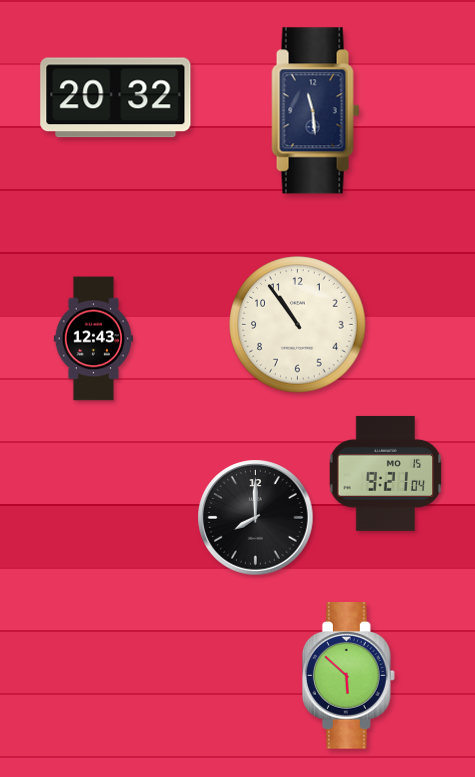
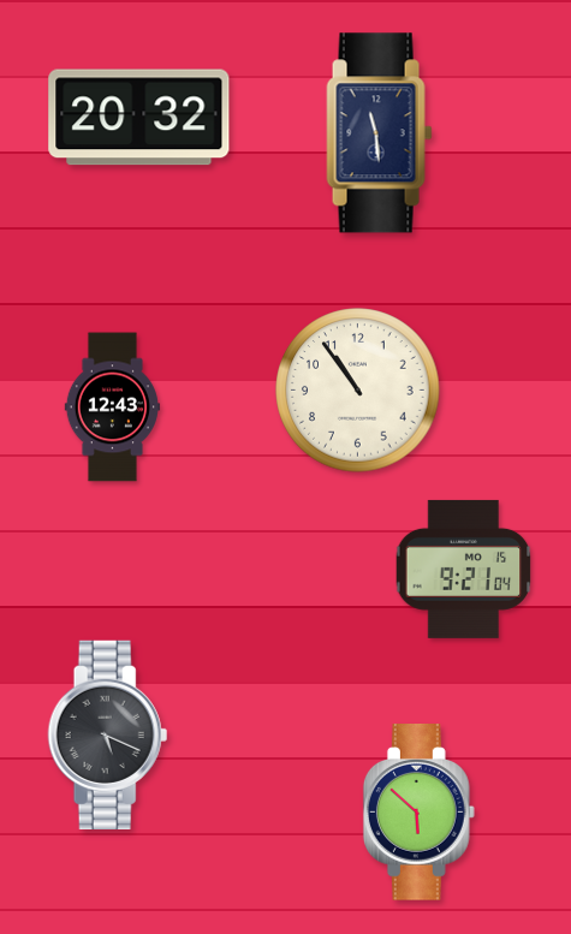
clock at (256, 518): 8:00 -> none
clock at (108, 734): none -> 5:19
